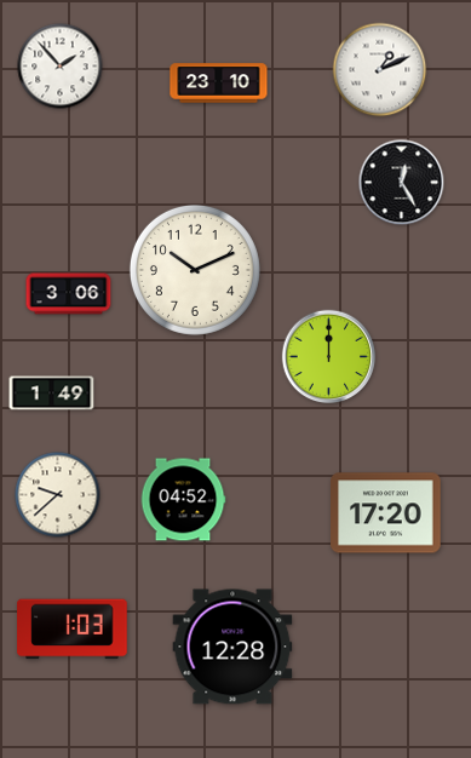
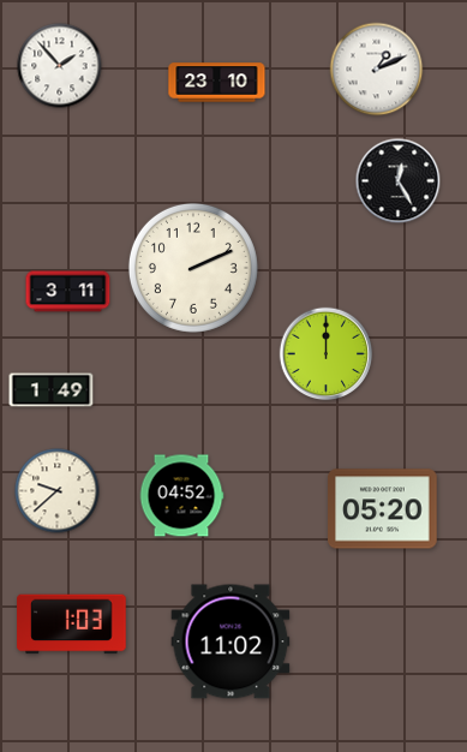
clock at (195, 270): 10:11 -> 2:11
clock at (69, 294): 3:06 -> 3:11
clock at (386, 513): 17:20 -> 05:20
clock at (232, 647): 12:28 -> 11:02
